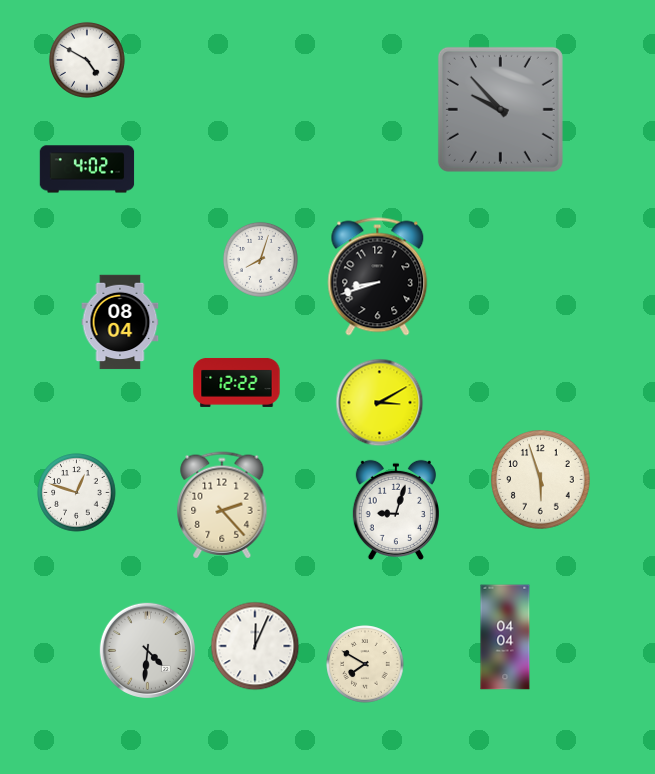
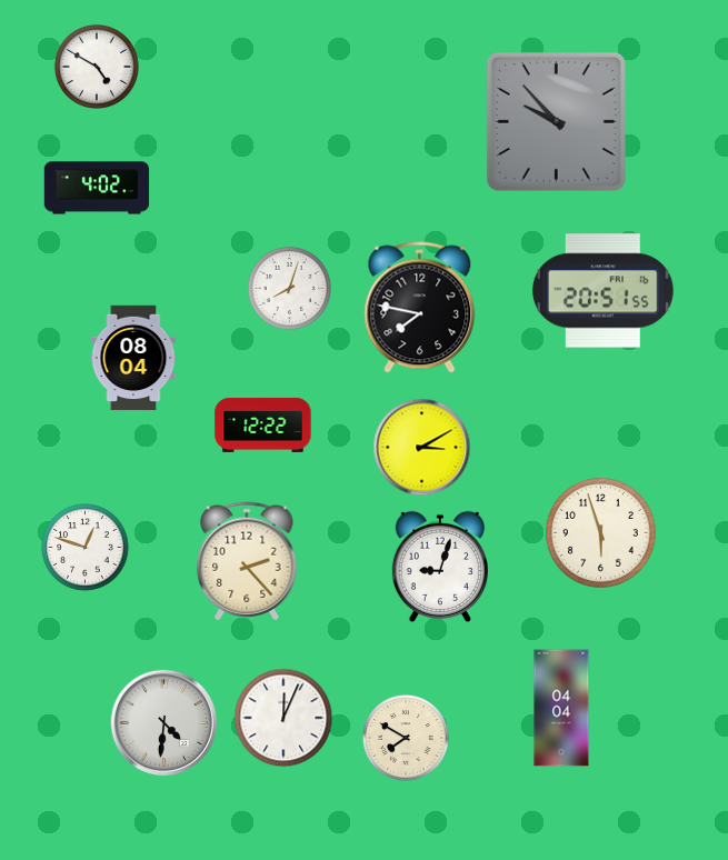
clock at (604, 291): none -> 20:51
clock at (378, 277): 8:42 -> 7:47
